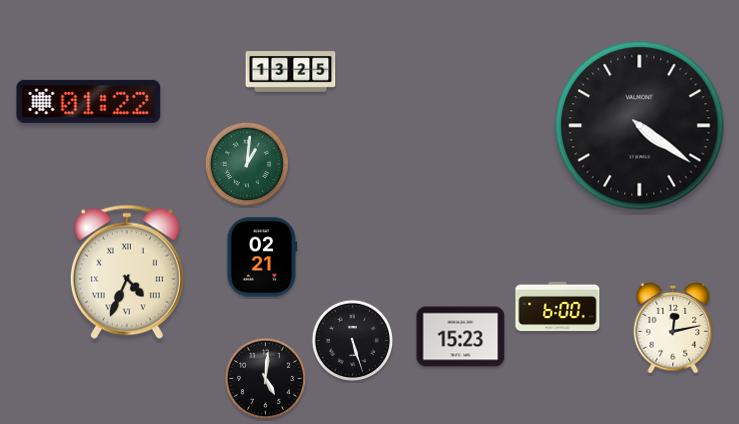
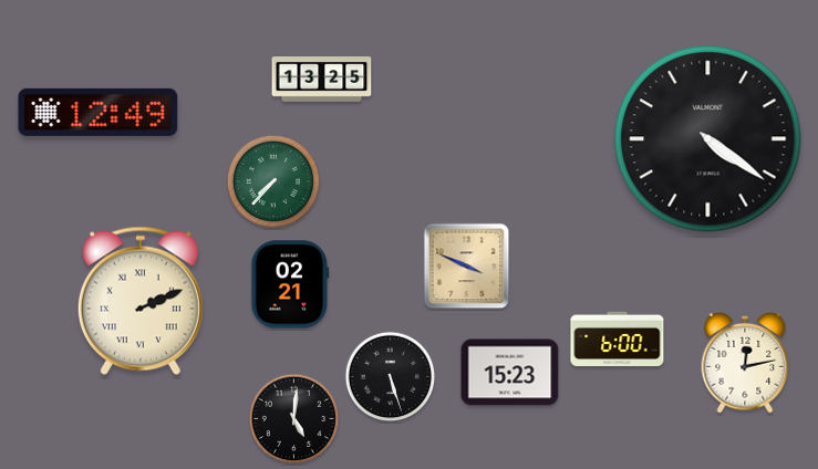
clock at (89, 101): 01:22 -> 12:49
clock at (247, 164): 1:01 -> 7:37
clock at (467, 267): none -> 3:49
clock at (127, 272): 4:34 -> 2:11
